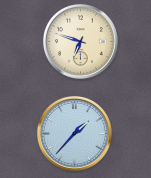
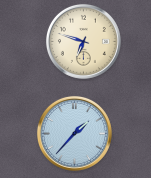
clock at (80, 41) position: (80, 41) -> (83, 41)
